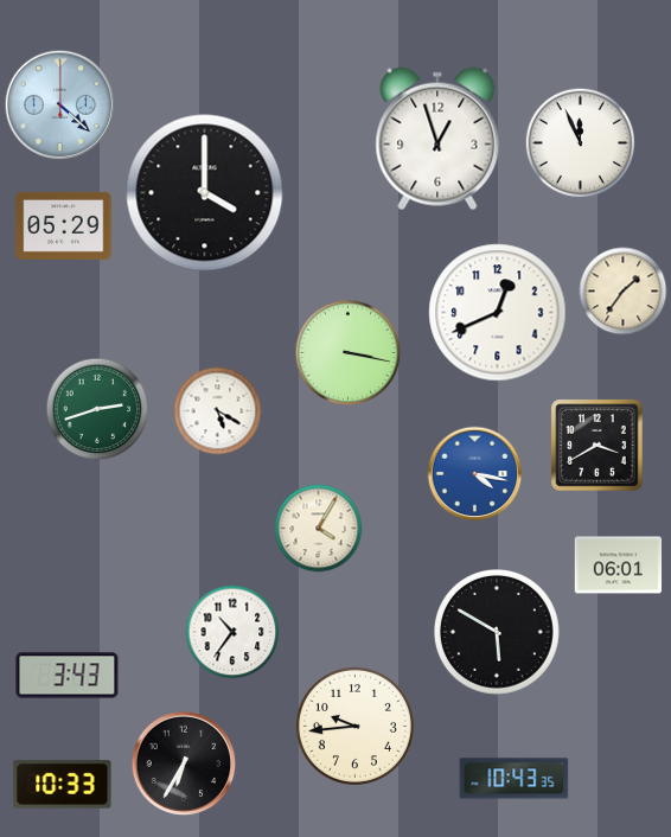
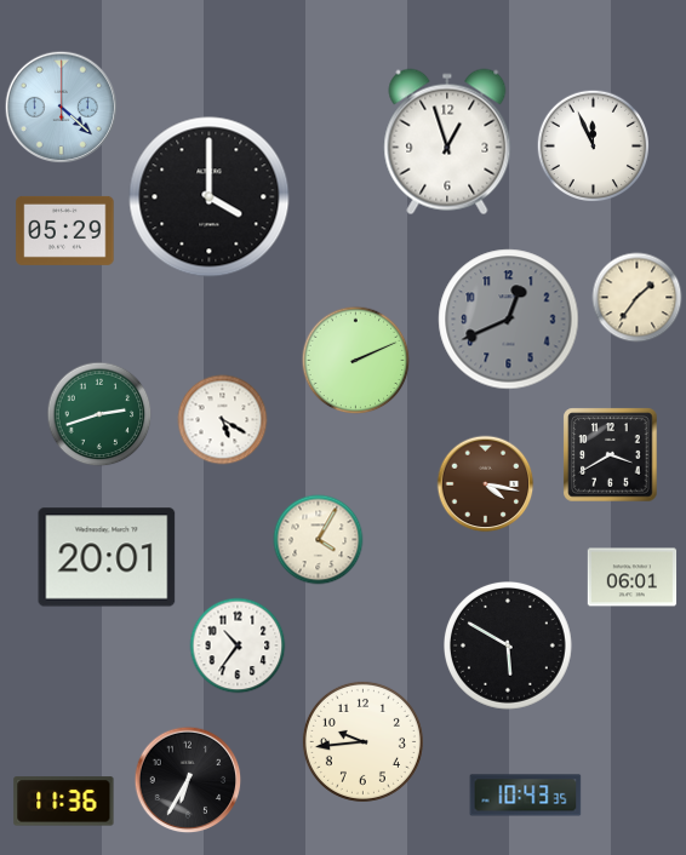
clock at (498, 313) dial: white -> grey
clock at (349, 353): 3:17 -> 2:11
clock at (97, 409) position: (97, 409) -> (99, 414)
clock at (475, 474) dial: blue -> brown
clock at (319, 529) position: (319, 529) -> (319, 540)
clock at (107, 557): none -> 20:01
clock at (68, 676): 3:43 -> none
clock at (63, 785): 10:33 -> 11:36
